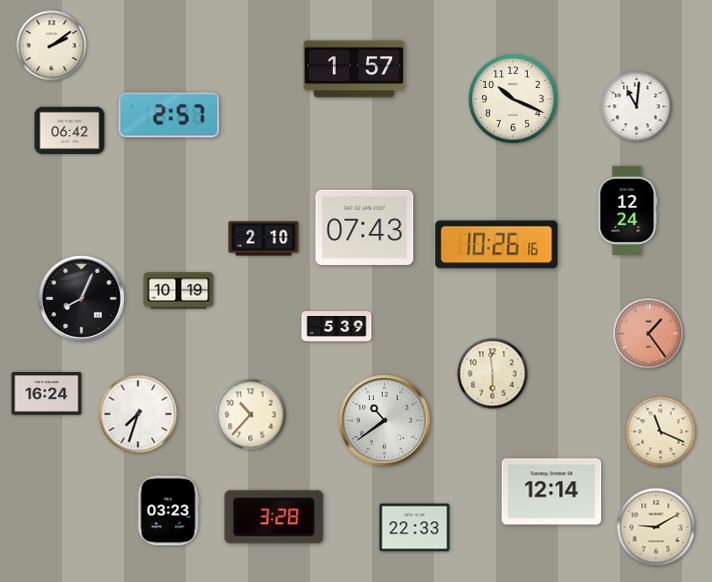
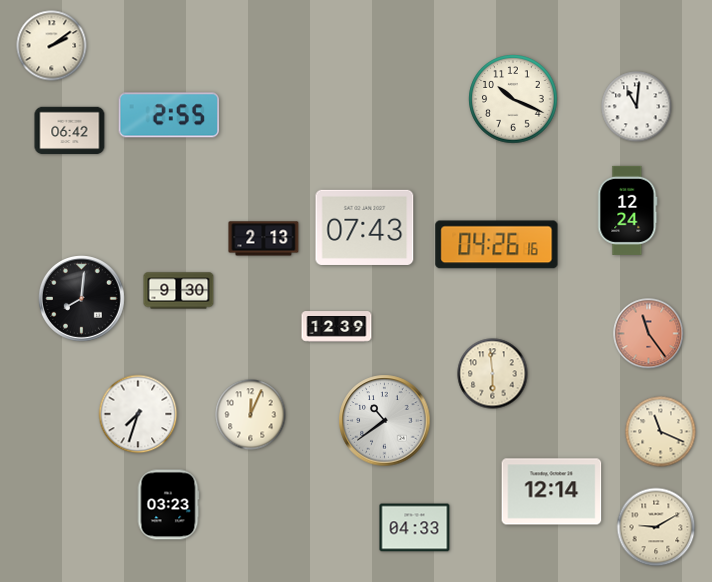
clock at (354, 69): 1:57 -> none
clock at (169, 115): 2:57 -> 2:55
clock at (264, 239): 2:10 -> 2:13
clock at (497, 245): 10:26 -> 04:26
clock at (179, 291): 10:19 -> 9:30
clock at (82, 299): 8:04 -> 8:01
clock at (337, 327): 5:39 -> 12:39
clock at (649, 334): 1:24 -> 11:24
clock at (47, 394): 16:24 -> none
clock at (251, 415): 10:37 -> 12:04
clock at (168, 511) position: (168, 511) -> (168, 505)
clock at (274, 517): 3:28 -> none
clock at (415, 528): 22:33 -> 04:33
